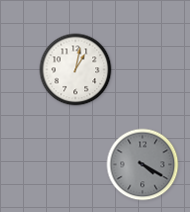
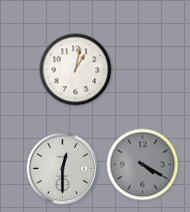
clock at (63, 169): none -> 12:30
